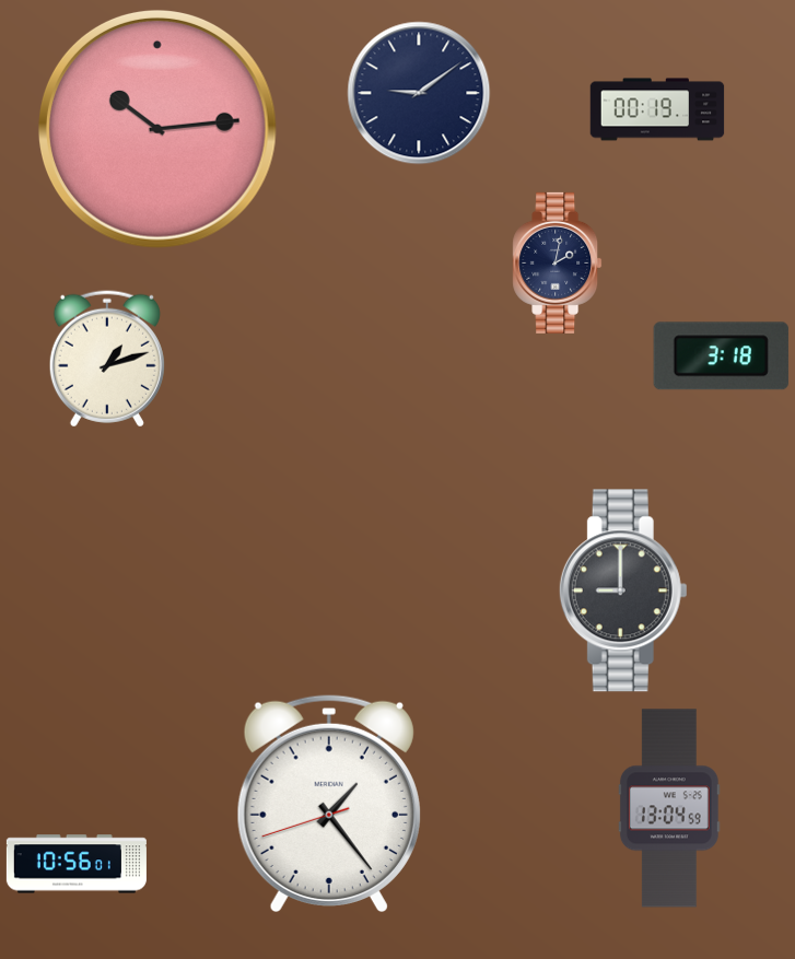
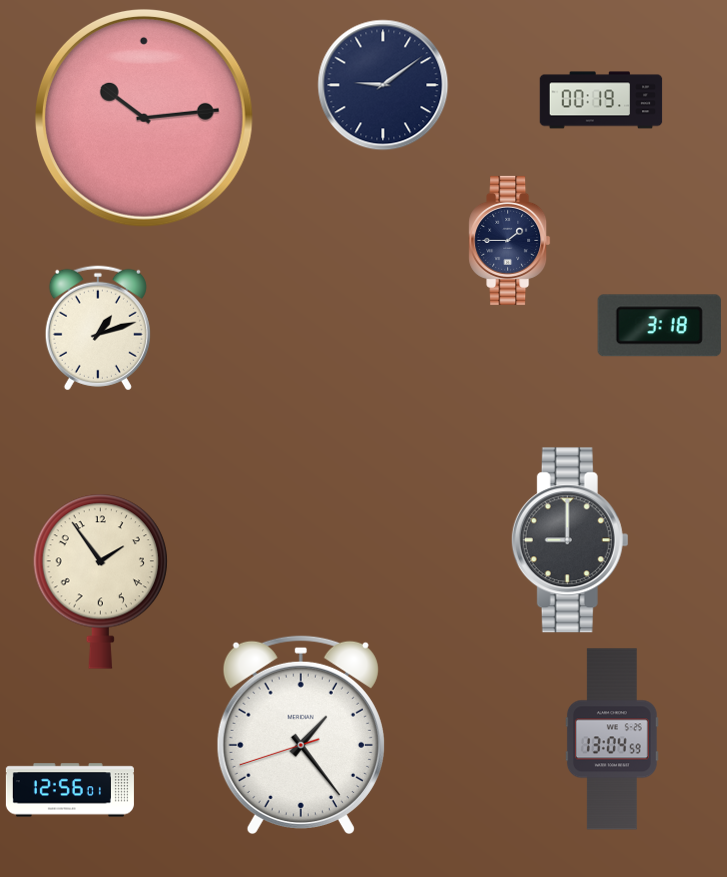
clock at (558, 262): 2:02 -> 1:45
clock at (100, 581): none -> 1:54
clock at (77, 864): 10:56 -> 12:56
